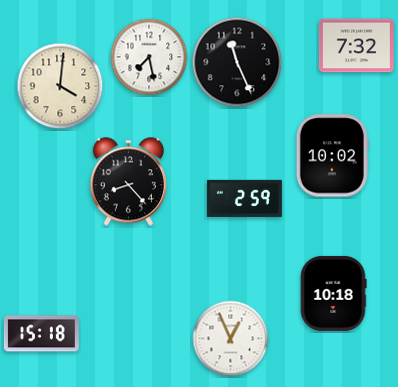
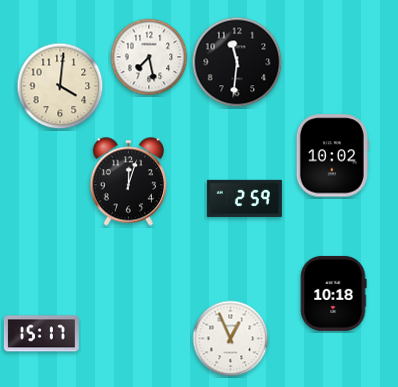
clock at (356, 46): 7:32 -> none
clock at (237, 62): 11:26 -> 11:31
clock at (128, 182): 8:23 -> 12:03
clock at (41, 334): 15:18 -> 15:17
